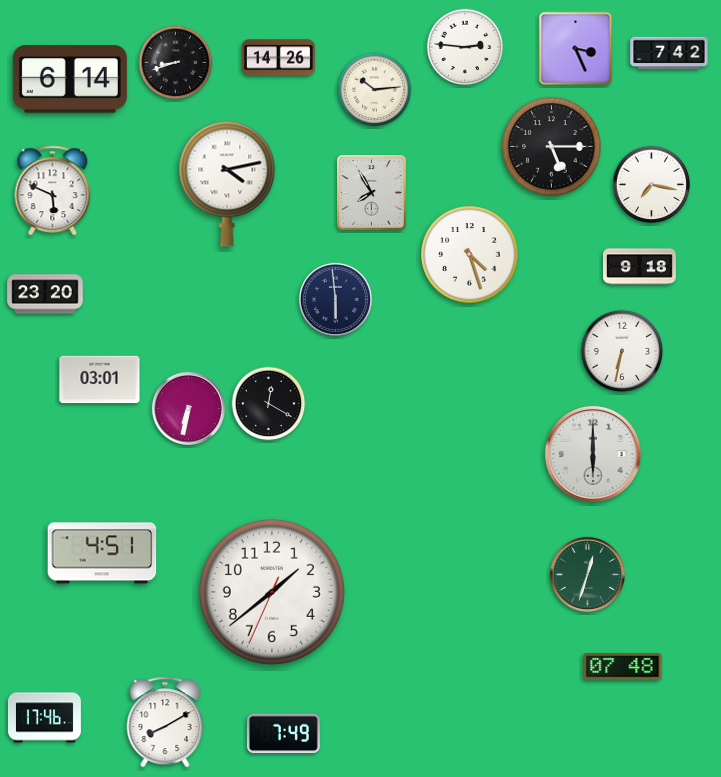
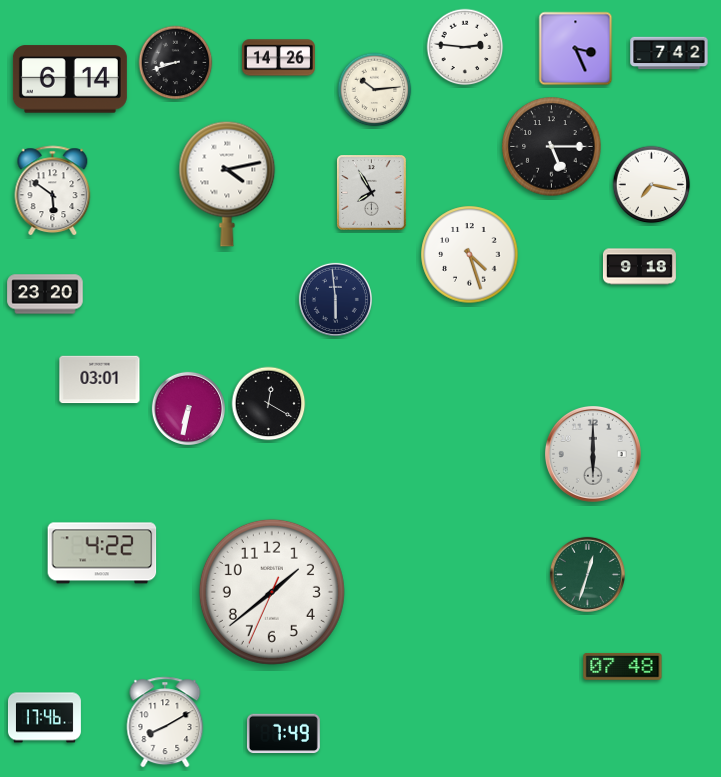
clock at (53, 191): 5:49 -> 5:51
clock at (621, 350): 6:32 -> none
clock at (102, 553): 4:51 -> 4:22
